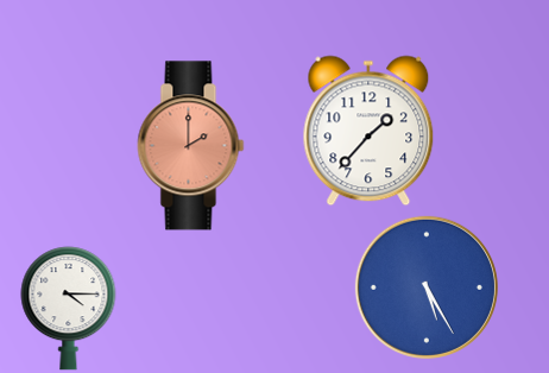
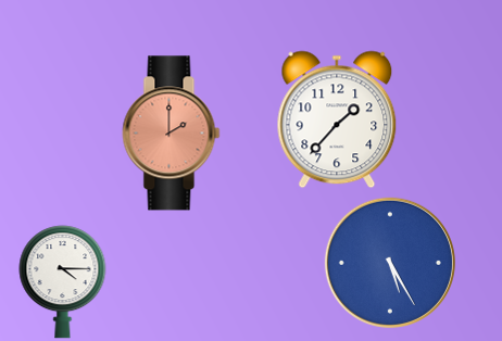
clock at (191, 146) position: (191, 146) -> (172, 134)
